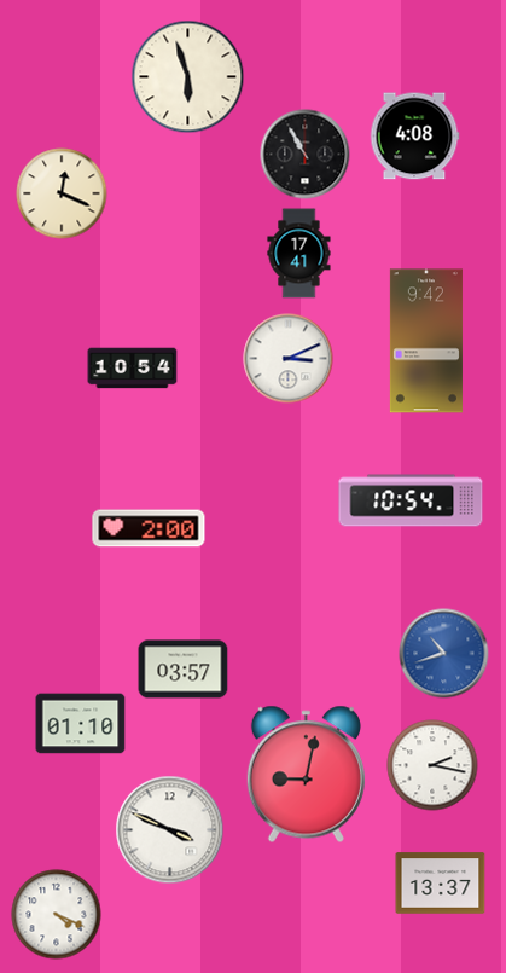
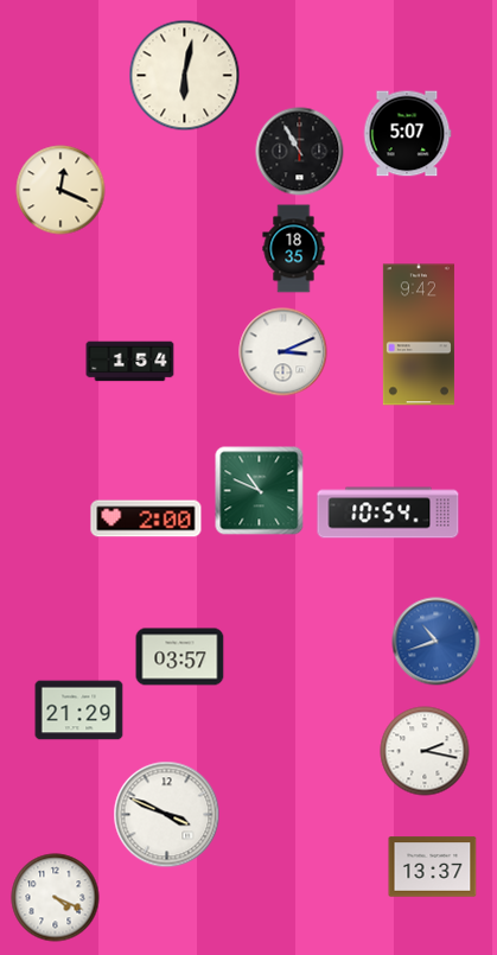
clock at (188, 77): 5:57 -> 6:02
clock at (414, 137): 4:08 -> 5:07
clock at (299, 254): 17:41 -> 18:35
clock at (133, 369): 10:54 -> 1:54
clock at (260, 491): none -> 10:49
clock at (411, 500) position: (411, 500) -> (388, 512)
clock at (81, 724): 01:10 -> 21:29
clock at (306, 775): 9:02 -> none
